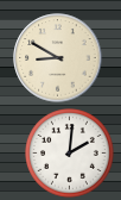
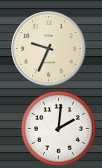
clock at (58, 58): 8:50 -> 9:34
